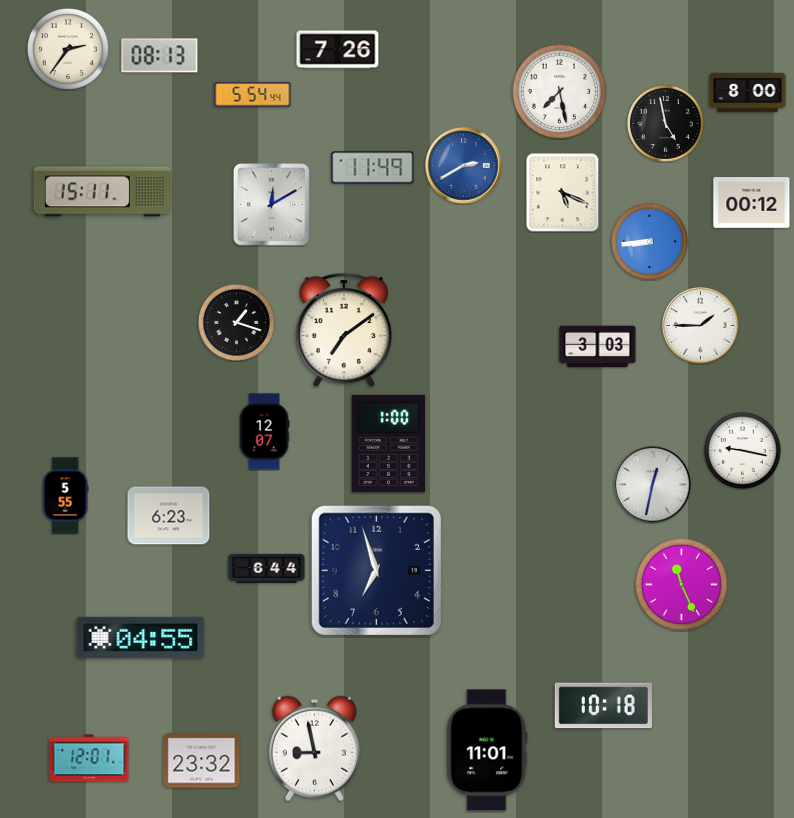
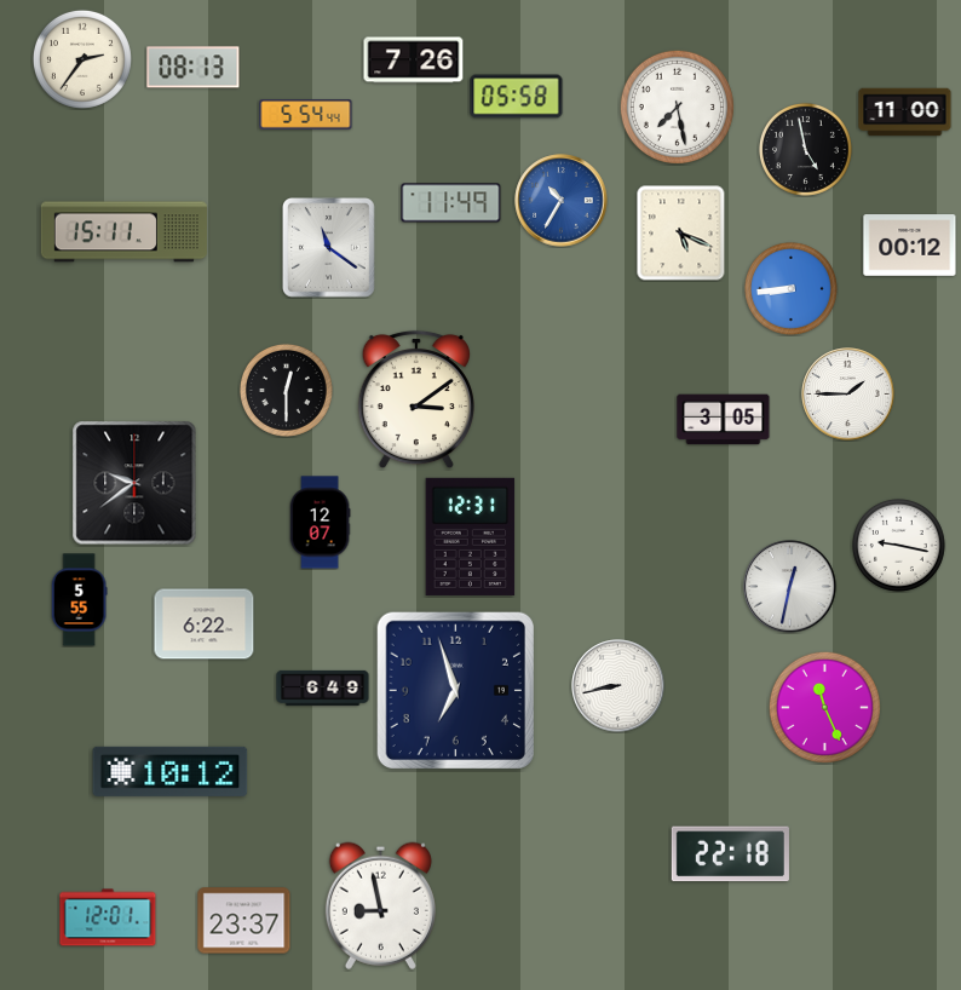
clock at (338, 50) position: (338, 50) -> (414, 61)
clock at (517, 97): none -> 05:58
clock at (559, 91) position: (559, 91) -> (677, 107)
clock at (748, 93): 8:00 -> 11:00
clock at (464, 166): 2:40 -> 10:35
clock at (272, 205): 12:10 -> 11:21
clock at (649, 241) position: (649, 241) -> (790, 288)
clock at (236, 322): 1:18 -> 12:30
clock at (344, 330): 7:09 -> 3:09
clock at (598, 347): 3:03 -> 3:05
clock at (134, 483): none -> 9:39
clock at (389, 443): 1:00 -> 12:31
clock at (169, 516): 6:23 -> 6:22
clock at (618, 686): none -> 8:43
clock at (267, 568): 6:44 -> 6:49
clock at (141, 637): 04:55 -> 10:12
clock at (603, 706): 10:18 -> 22:18
clock at (487, 750): 11:01 -> none
clock at (202, 761): 23:32 -> 23:37
